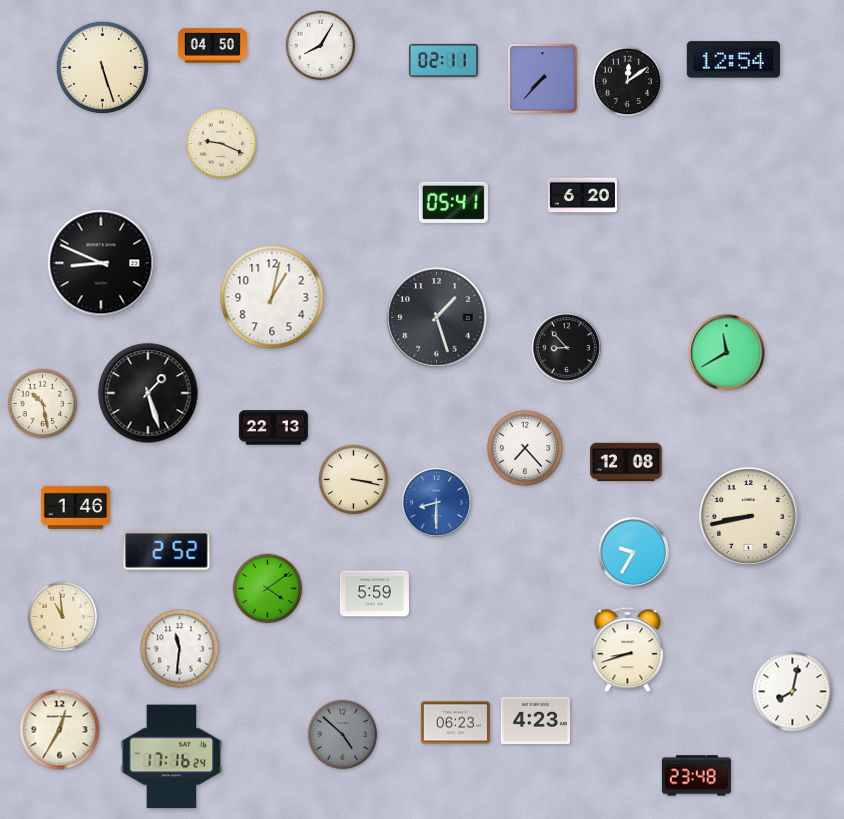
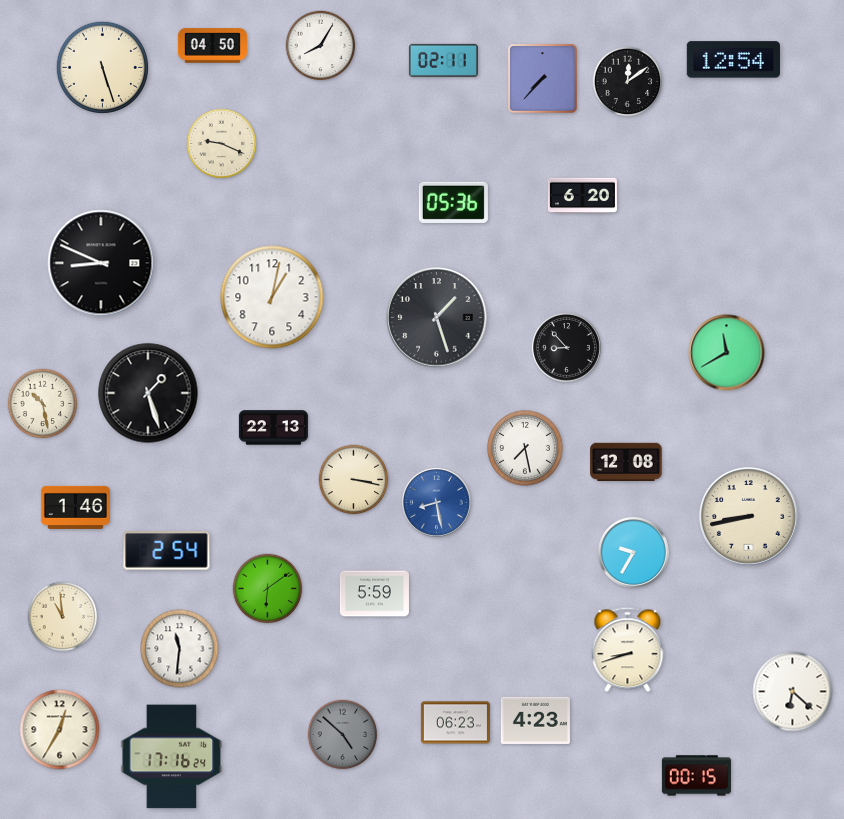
clock at (453, 202): 05:41 -> 05:36
clock at (525, 448): 7:23 -> 7:28
clock at (436, 503): 8:30 -> 8:28
clock at (167, 551): 2:52 -> 2:54
clock at (268, 589): 4:09 -> 6:09
clock at (793, 692): 8:02 -> 6:22
clock at (696, 776): 23:48 -> 00:15
